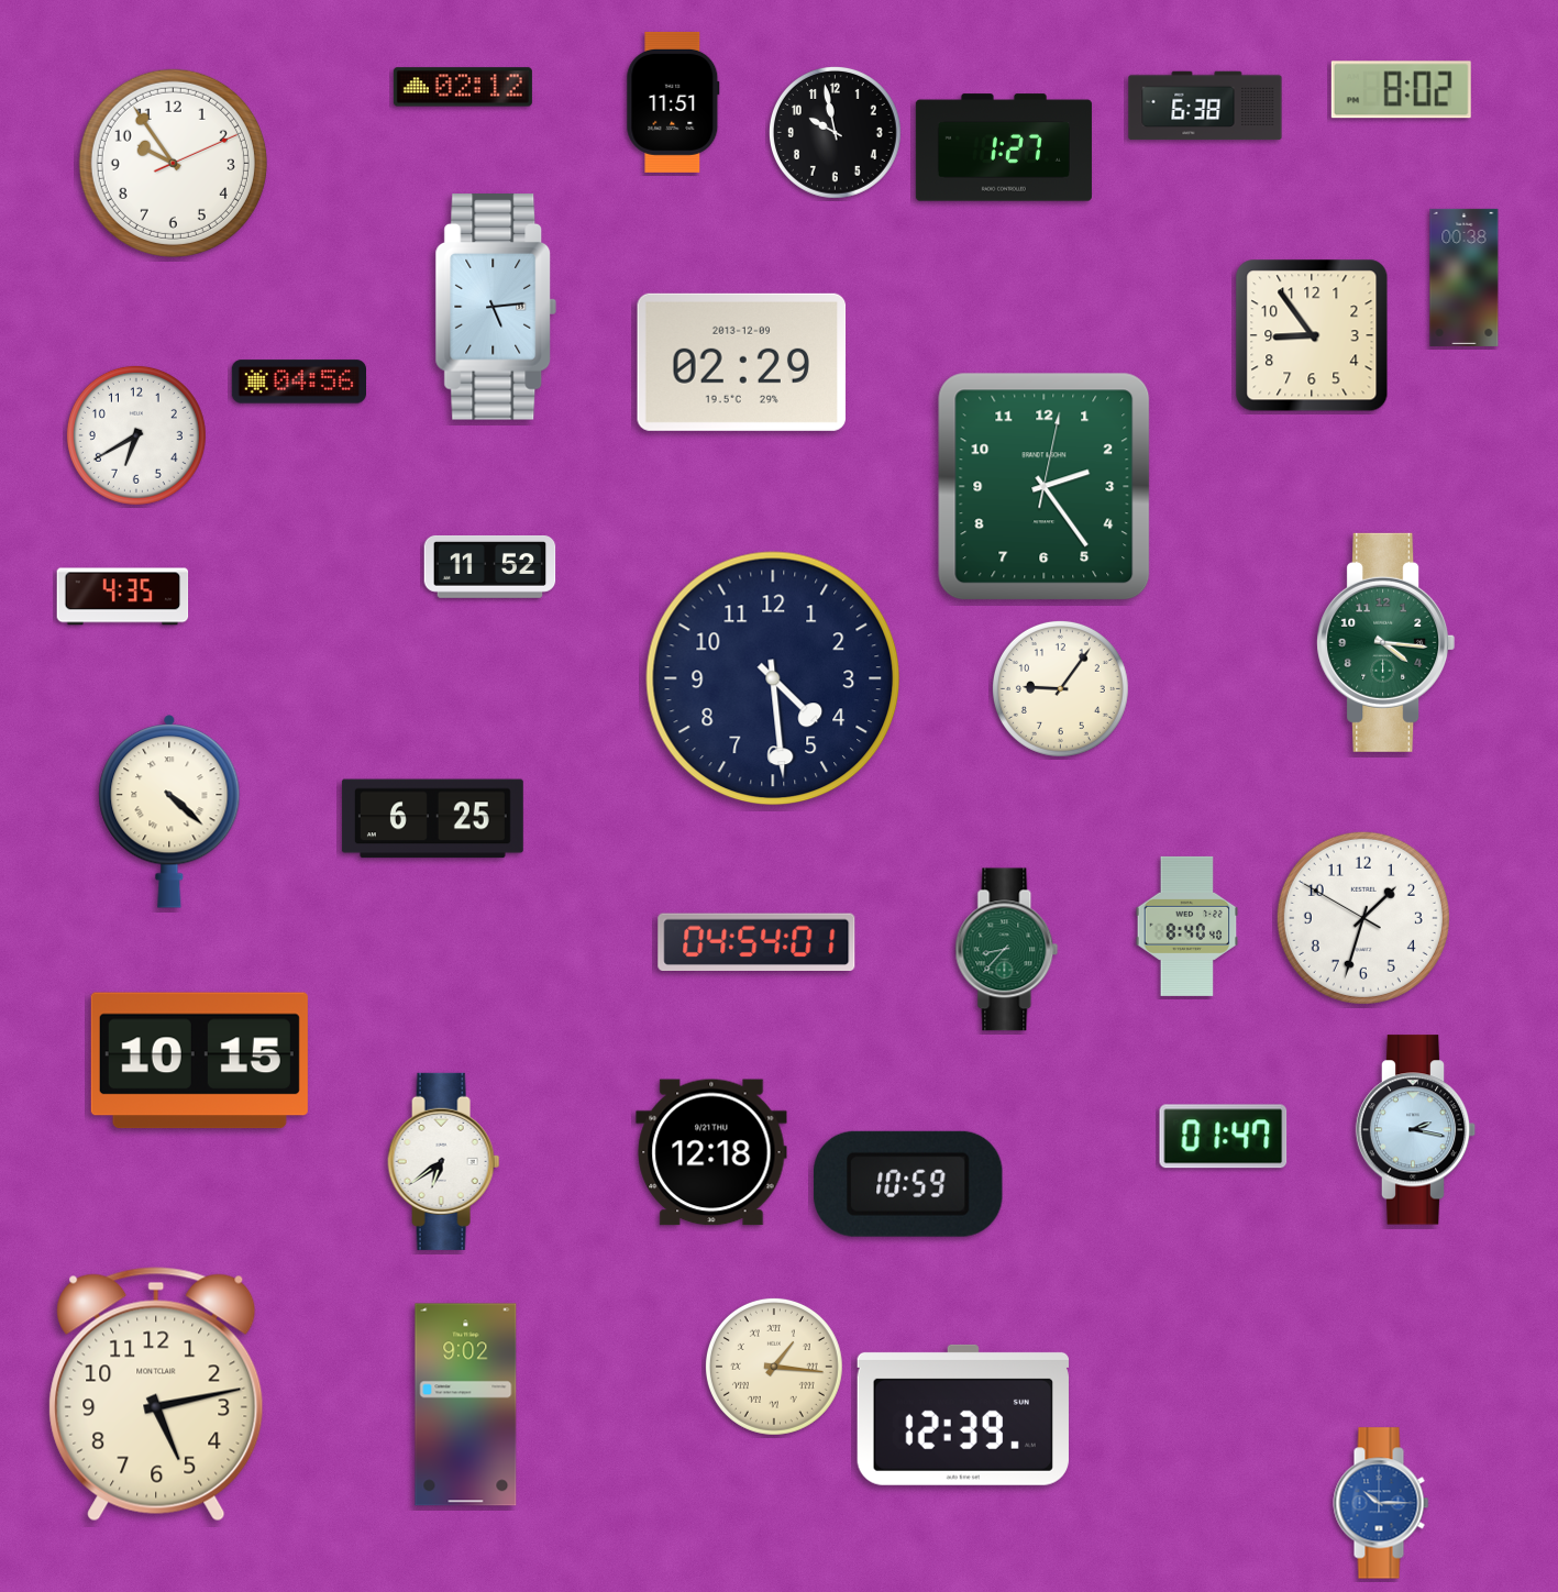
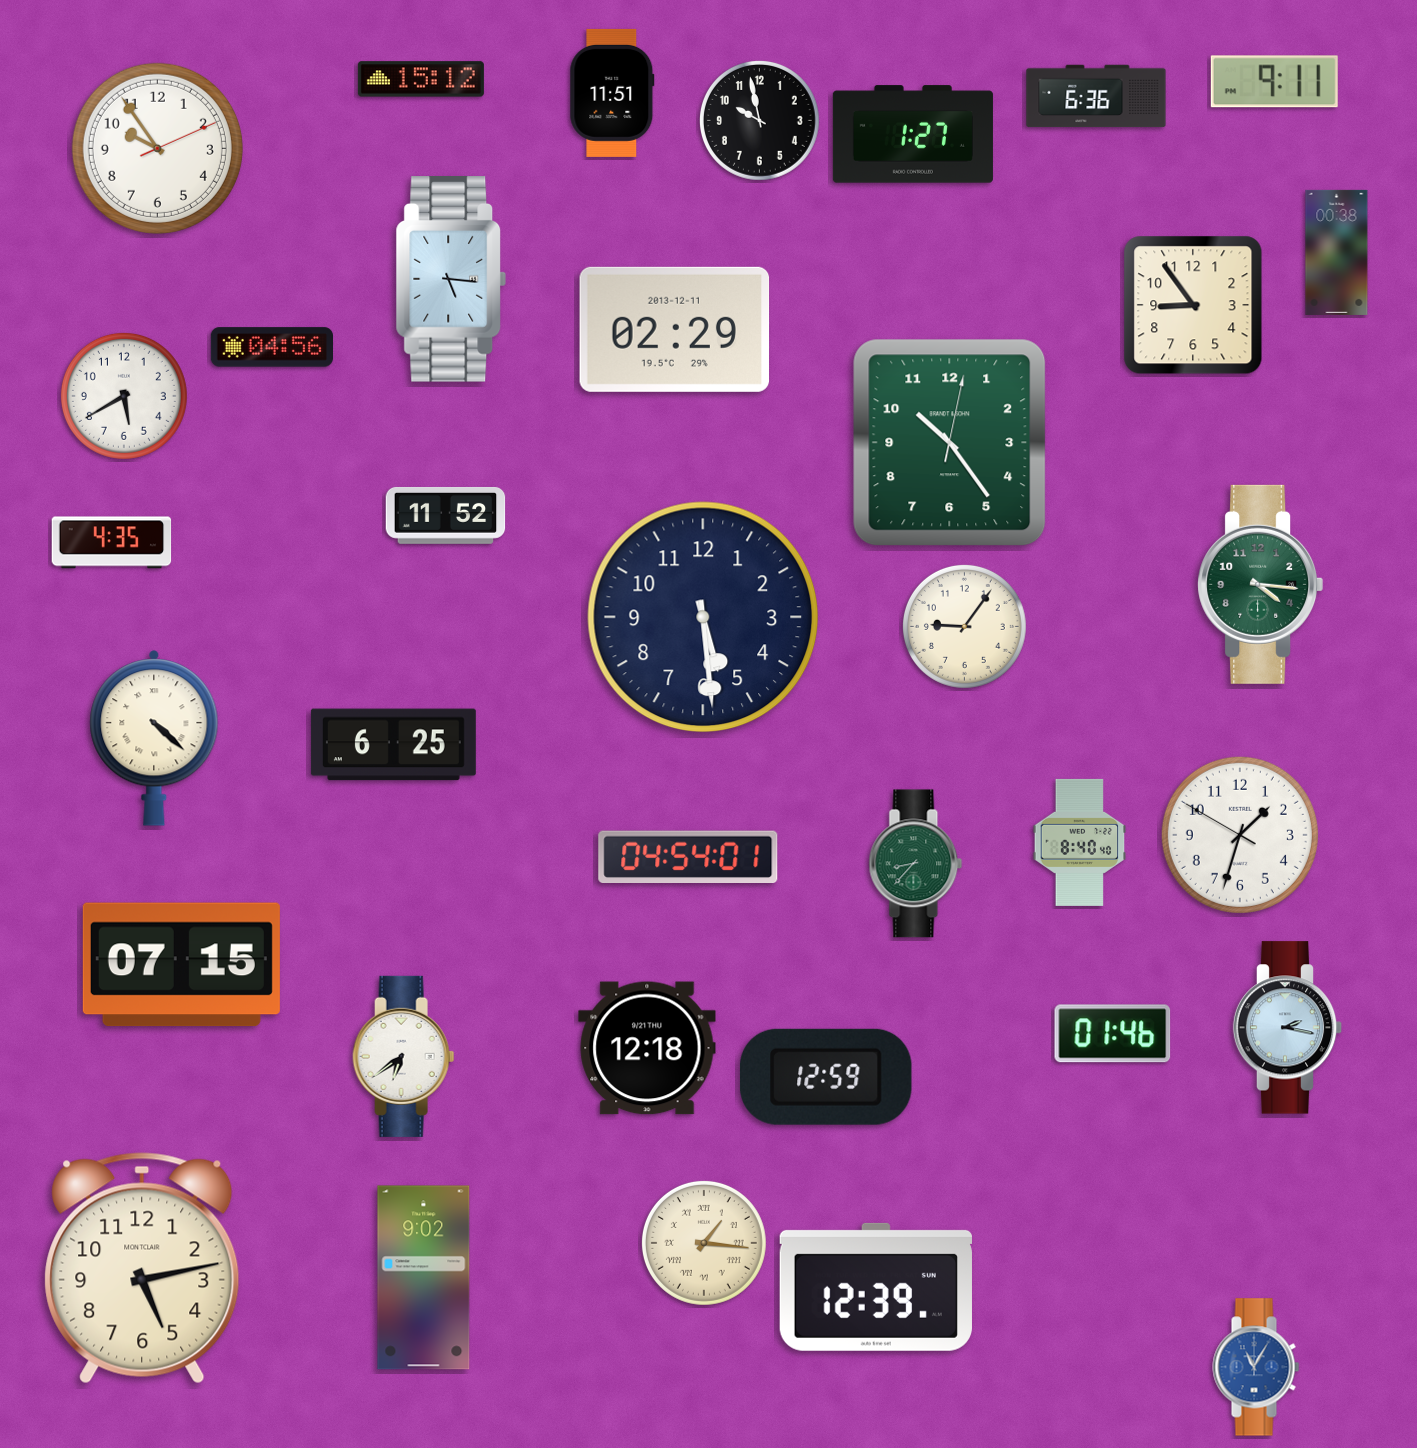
clock at (463, 87): 02:12 -> 15:12
clock at (1401, 90): 8:02 -> 9:11
clock at (1205, 106): 6:38 -> 6:36
clock at (1465, 277) position: (1465, 277) -> (1337, 252)
clock at (496, 308): 5:14 -> 5:16
clock at (742, 362) date: 2013-12-09 -> 2013-12-11
clock at (136, 435): 6:40 -> 5:40
clock at (1045, 487): 2:24 -> 10:24
clock at (773, 678): 4:29 -> 5:29
clock at (199, 1061): 10:15 -> 07:15
clock at (1224, 1137): 01:47 -> 01:46
clock at (908, 1184): 10:59 -> 12:59
clock at (1381, 1503): 10:15 -> 11:05
